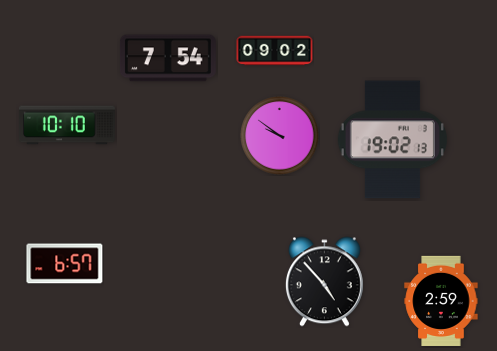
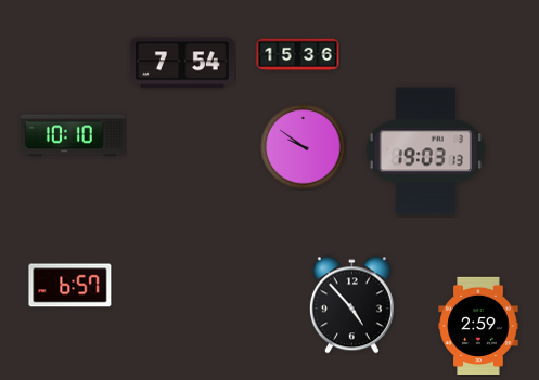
clock at (275, 51): 09:02 -> 15:36
clock at (392, 140): 19:02 -> 19:03
